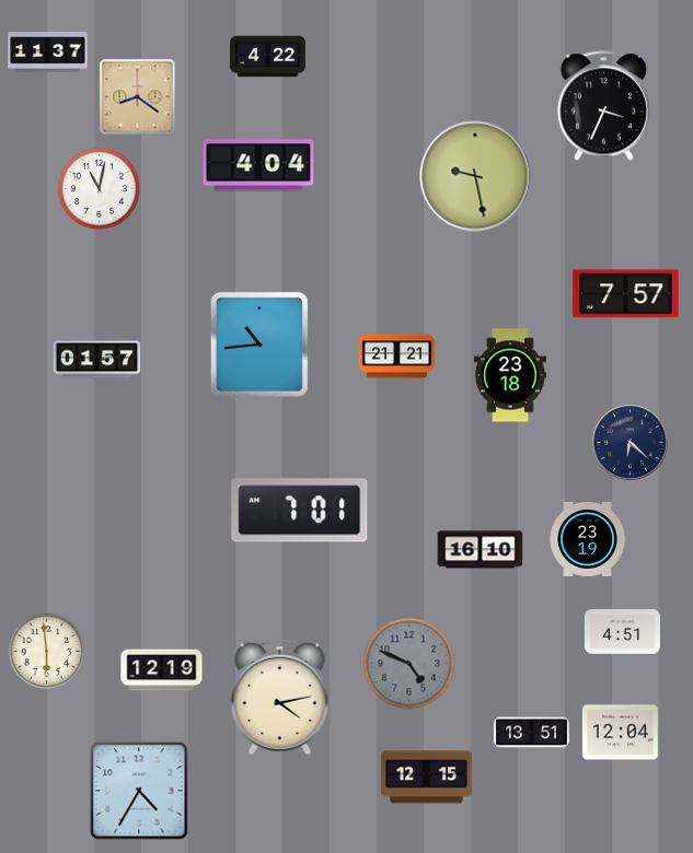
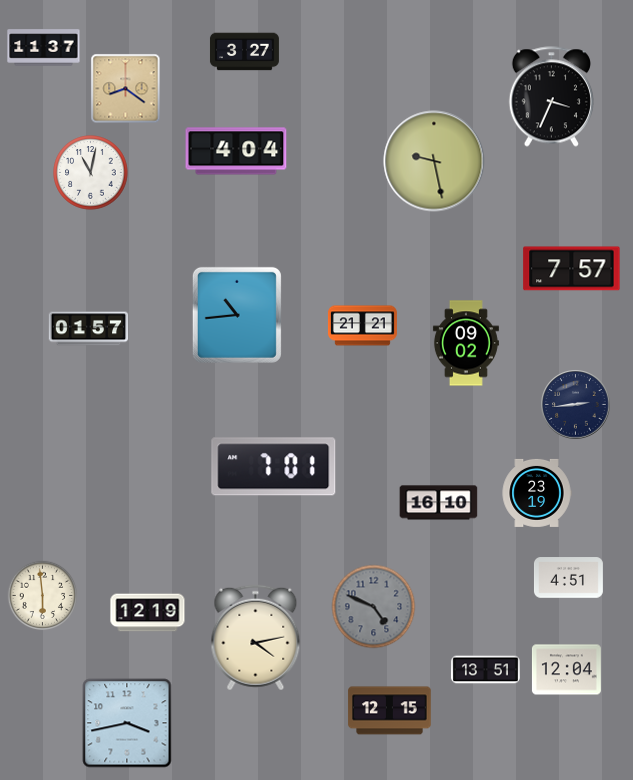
clock at (267, 57): 4:22 -> 3:27
clock at (510, 375): 23:18 -> 09:02
clock at (631, 443): 6:22 -> 2:44
clock at (139, 791): 4:35 -> 3:43
